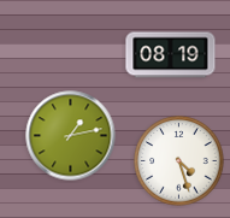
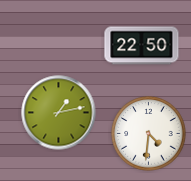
clock at (171, 55): 08:19 -> 22:50
clock at (179, 161): 4:27 -> 4:31
